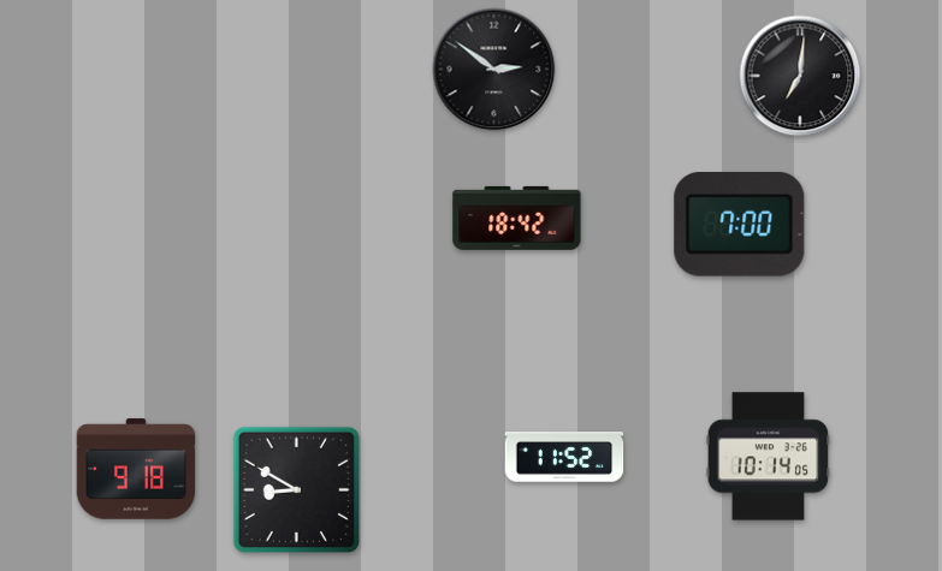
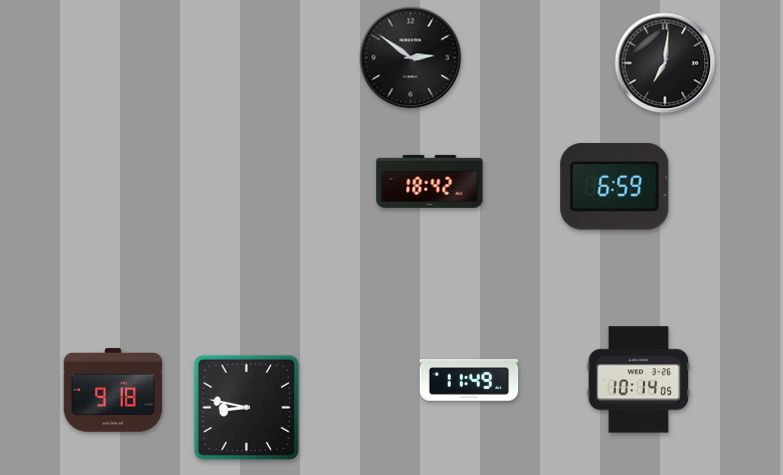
clock at (740, 225): 7:00 -> 6:59
clock at (564, 457): 11:52 -> 11:49
clock at (297, 490): 8:50 -> 8:47
